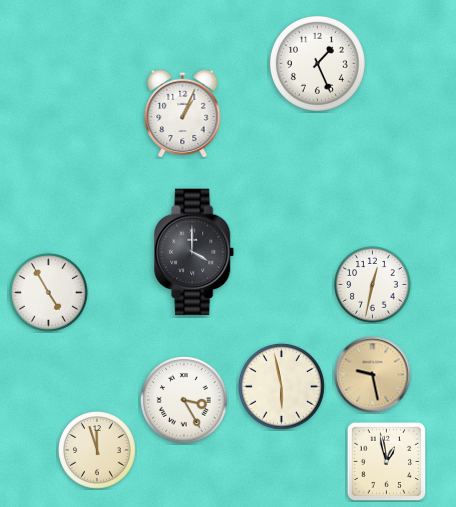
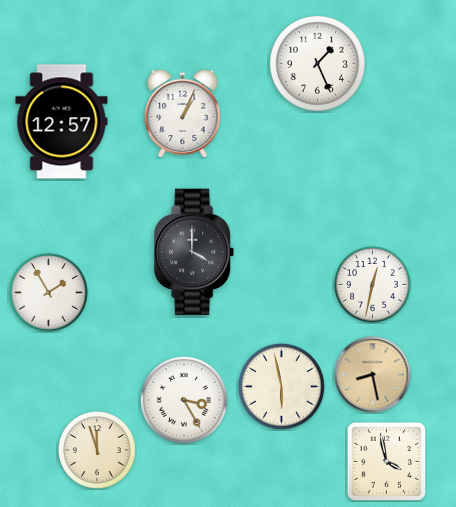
clock at (62, 122): none -> 12:57
clock at (49, 293): 4:55 -> 1:55
clock at (373, 375): 9:28 -> 8:28
clock at (386, 461): 12:58 -> 3:58
